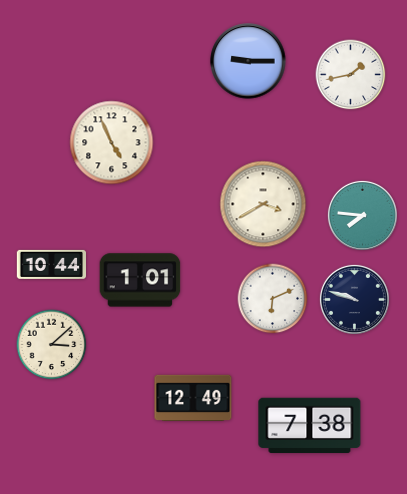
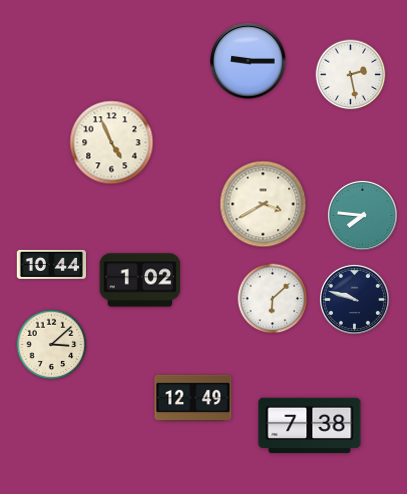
clock at (351, 75): 1:43 -> 2:28
clock at (140, 280): 1:01 -> 1:02
clock at (273, 299): 6:11 -> 6:08
